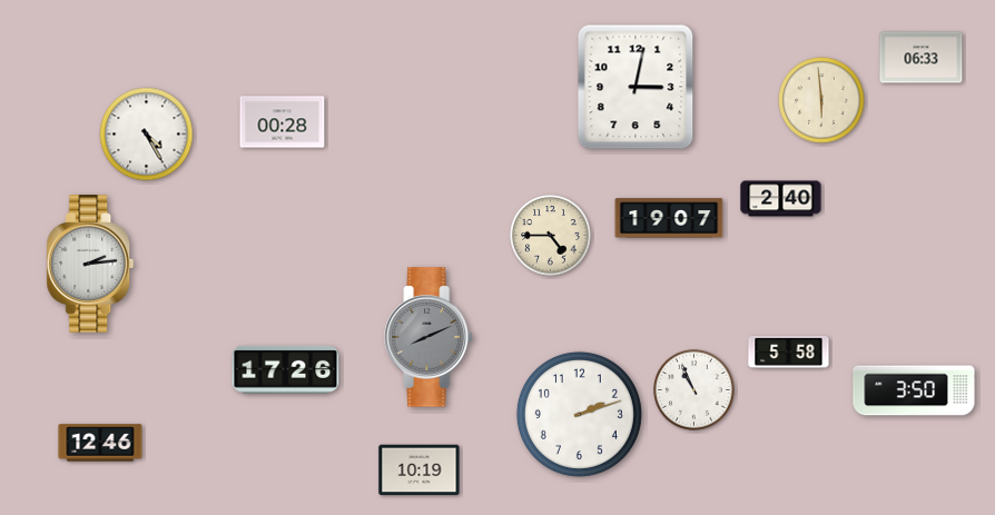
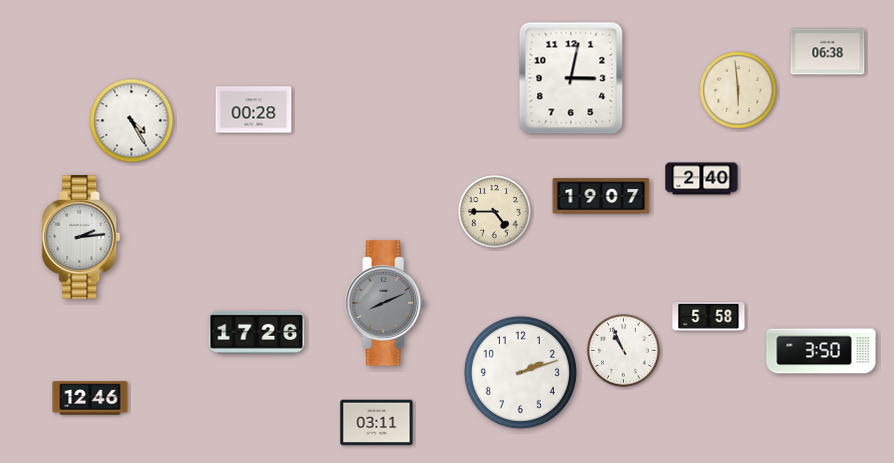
clock at (922, 58): 06:33 -> 06:38
clock at (420, 471): 10:19 -> 03:11
